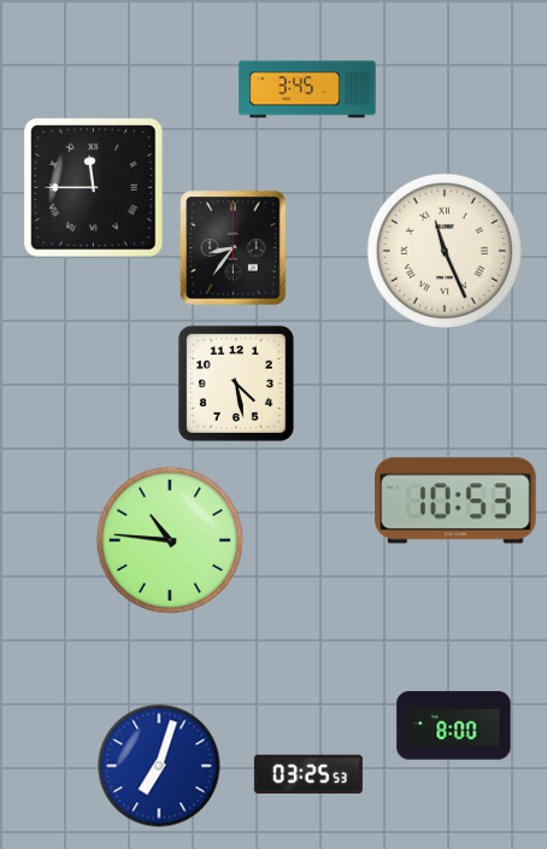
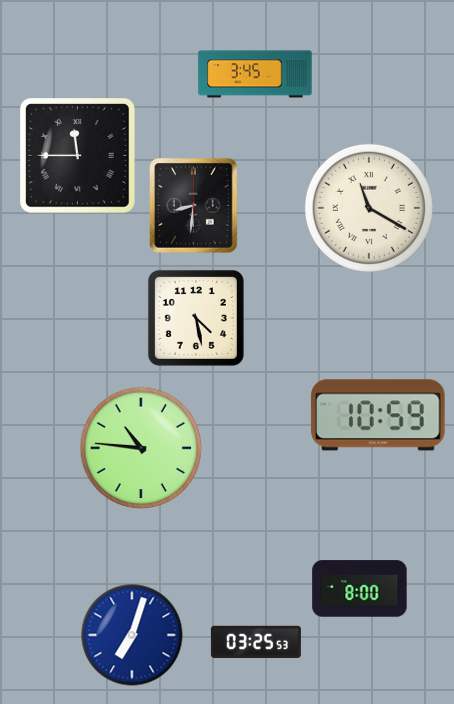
clock at (234, 248): 8:36 -> 8:31
clock at (445, 251): 11:26 -> 11:20
clock at (455, 500): 10:53 -> 10:59
clock at (454, 726) position: (454, 726) -> (360, 589)
